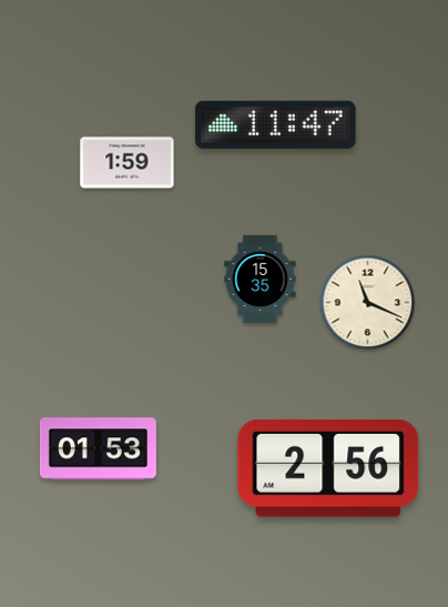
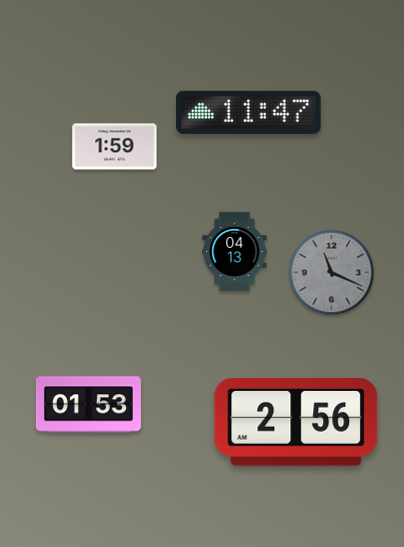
clock at (261, 280): 15:35 -> 04:13
clock at (368, 303) dial: cream -> grey
